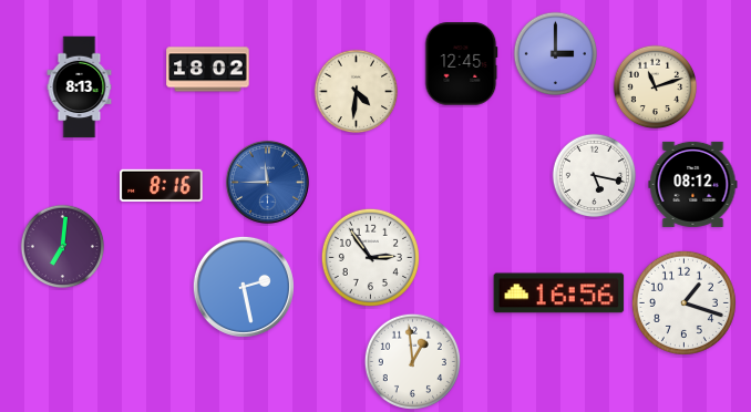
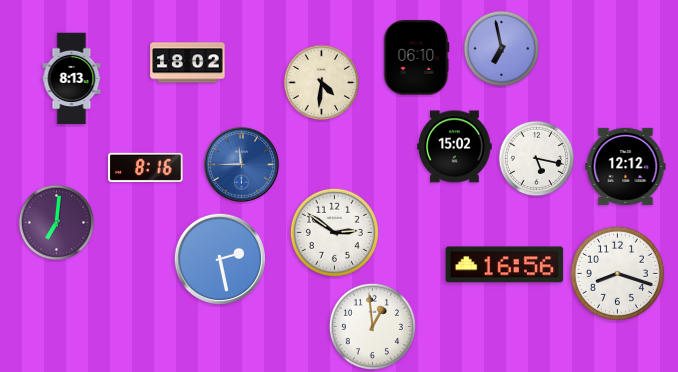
clock at (556, 54): 3:00 -> 6:58
clock at (462, 64): 12:45 -> 06:10
clock at (656, 87): 11:12 -> none
clock at (455, 147): none -> 15:02
clock at (693, 184): 08:12 -> 12:12
clock at (370, 257): 2:54 -> 2:51
clock at (683, 302): 1:18 -> 8:18
